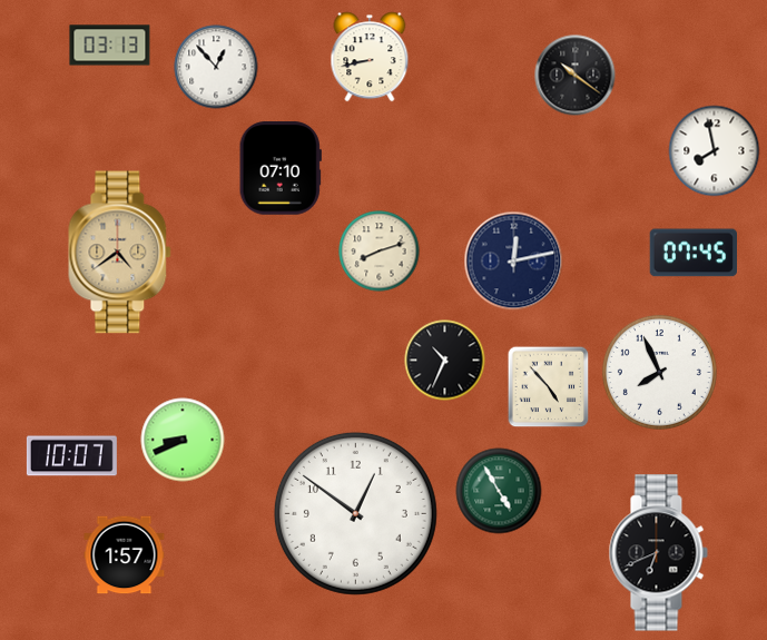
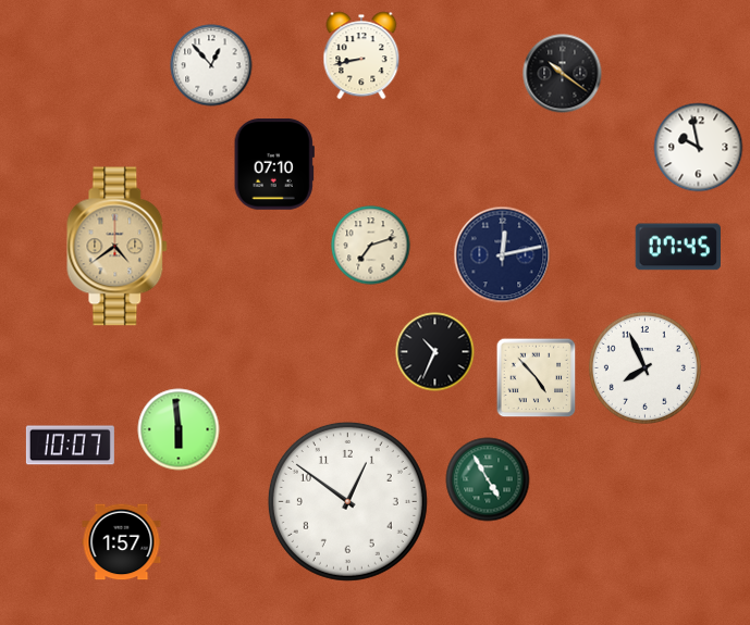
clock at (110, 46): 03:13 -> none
clock at (715, 151): 7:58 -> 9:58
clock at (380, 252): 8:12 -> 7:12
clock at (659, 372) position: (659, 372) -> (644, 367)
clock at (183, 440): 8:41 -> 5:59
clock at (658, 553): 6:41 -> none
